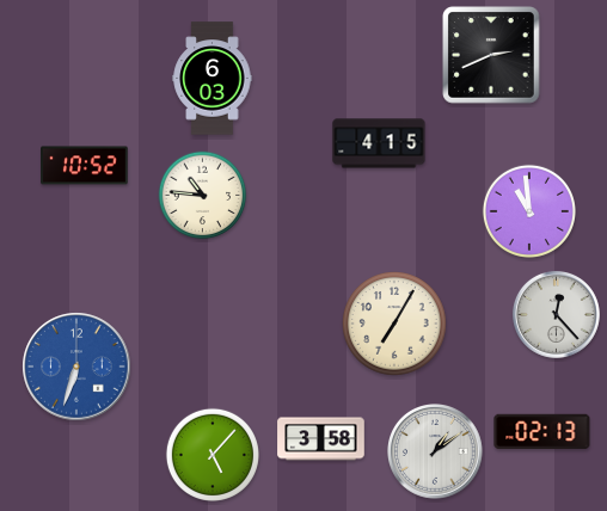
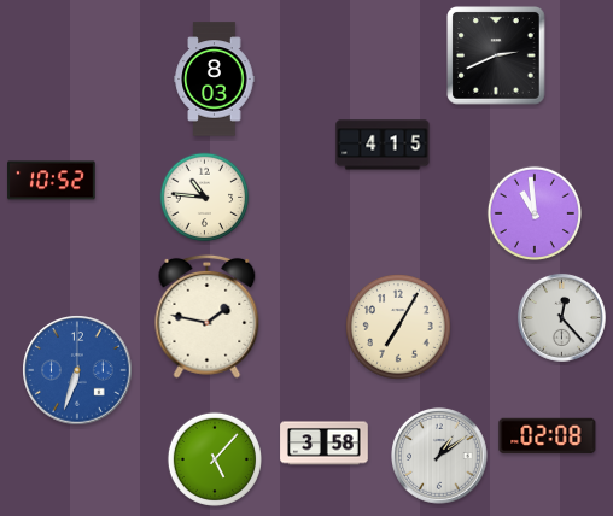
clock at (213, 79): 6:03 -> 8:03
clock at (85, 166) position: (85, 166) -> (52, 181)
clock at (208, 316): none -> 1:47
clock at (542, 432): 02:13 -> 02:08
